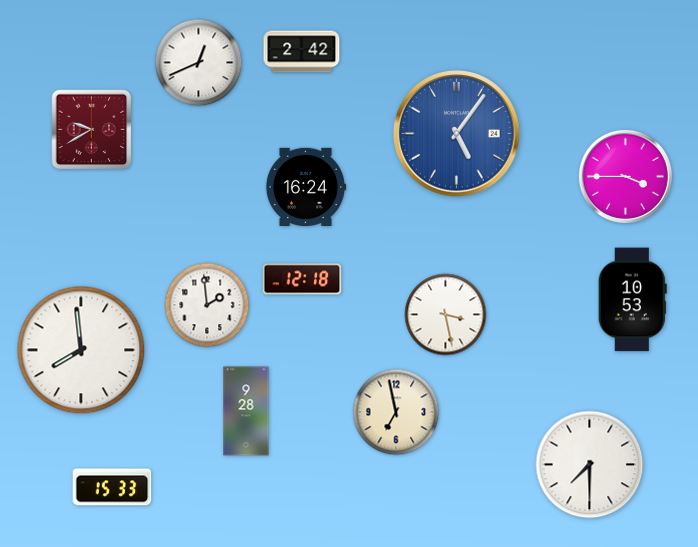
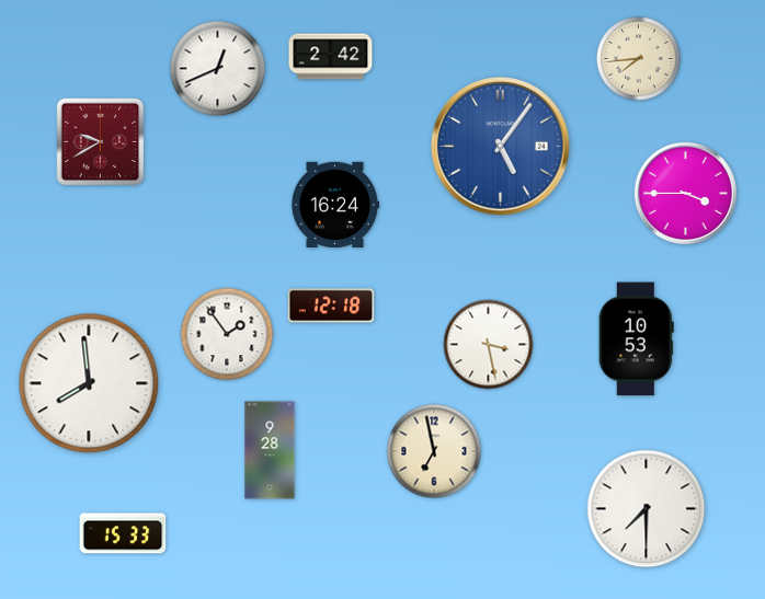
clock at (639, 59): none -> 7:44
clock at (632, 300) position: (632, 300) -> (636, 339)
clock at (207, 305): 1:59 -> 1:54
